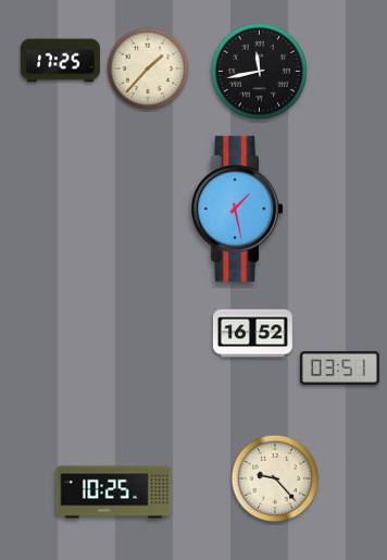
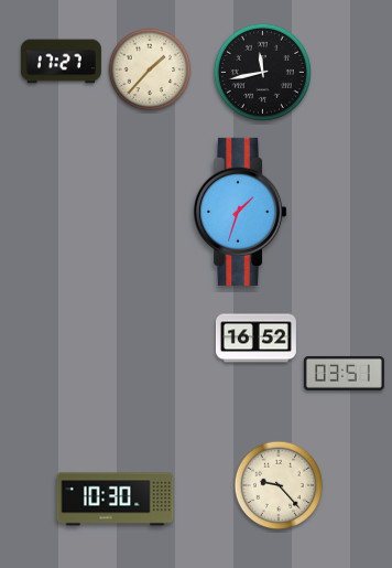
clock at (60, 61): 17:25 -> 17:27
clock at (237, 209): 1:28 -> 1:33
clock at (114, 493): 10:25 -> 10:30
